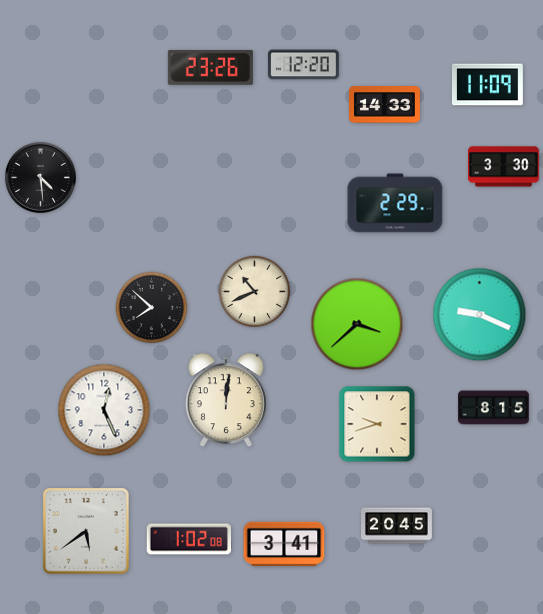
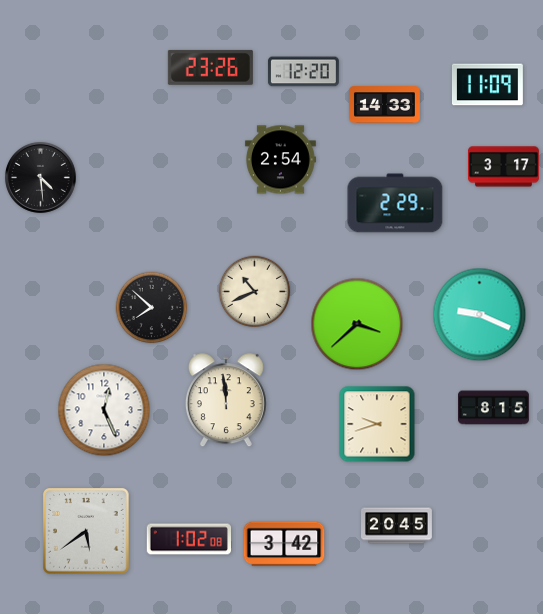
clock at (303, 65) position: (303, 65) -> (303, 72)
clock at (280, 160): none -> 2:54
clock at (504, 167): 3:30 -> 3:17
clock at (226, 401): 12:01 -> 11:59
clock at (284, 544): 3:41 -> 3:42
